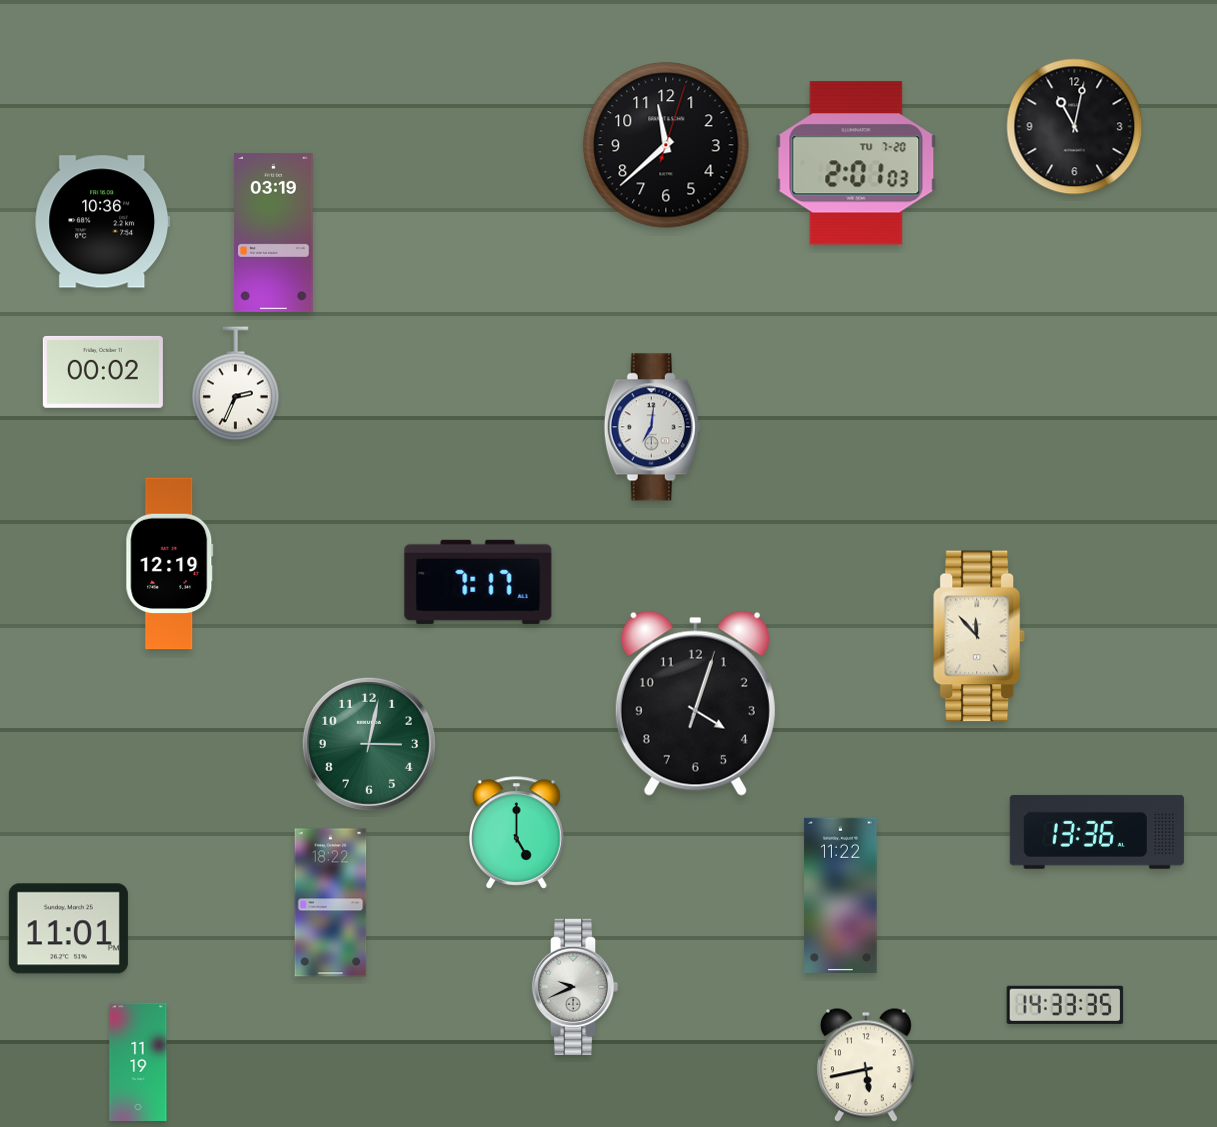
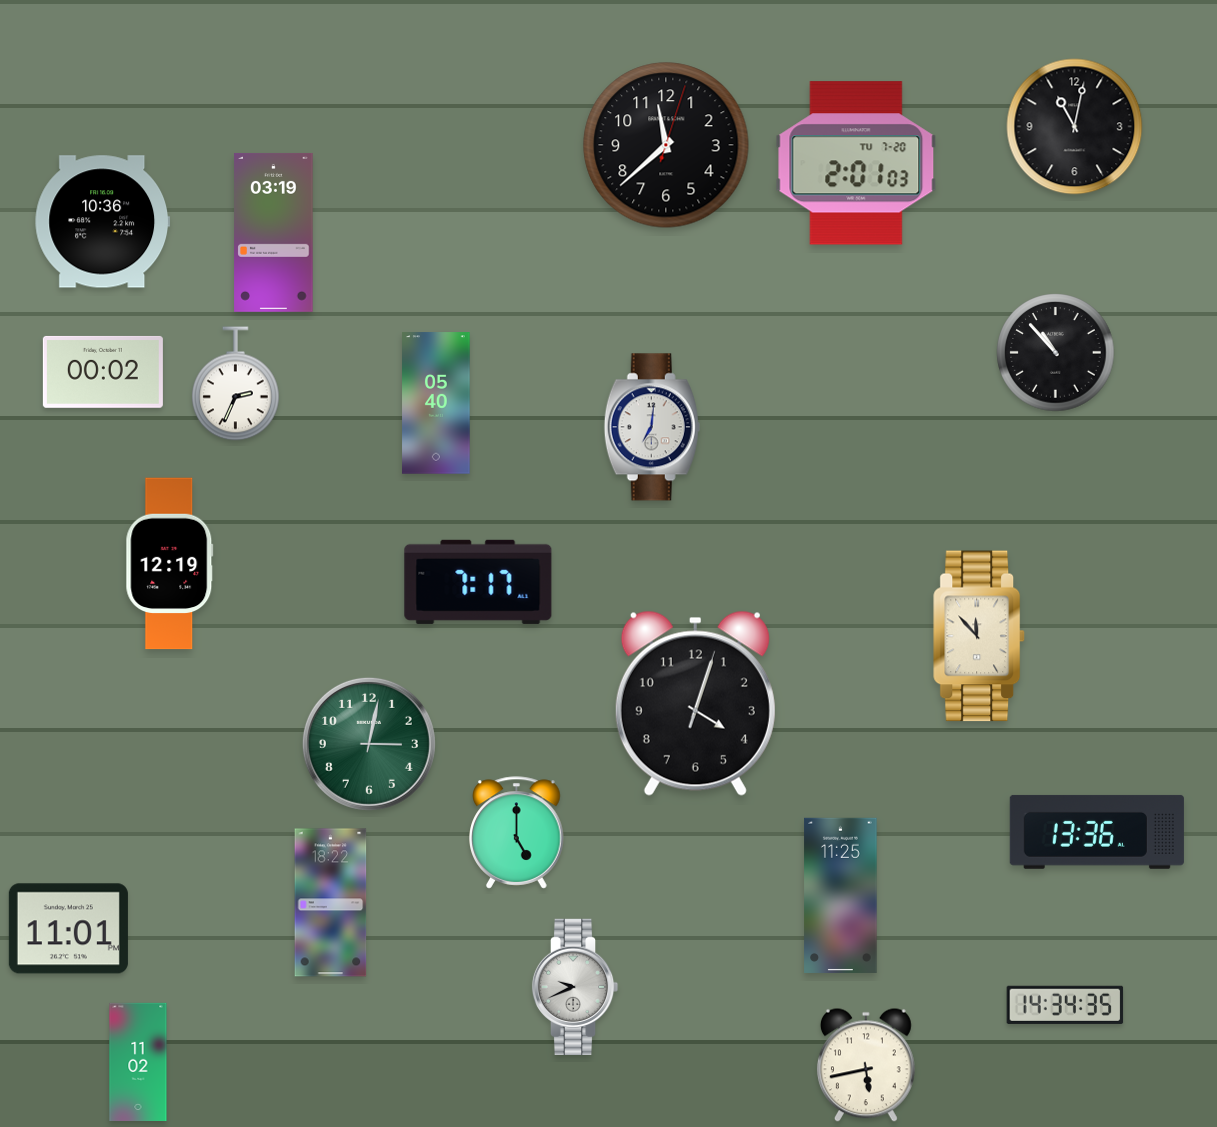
clock at (1056, 353): none -> 10:53
clock at (436, 403): none -> 05:40
clock at (841, 895): 11:22 -> 11:25
clock at (1065, 1005): 14:33 -> 14:34
clock at (138, 1061): 11:19 -> 11:02
